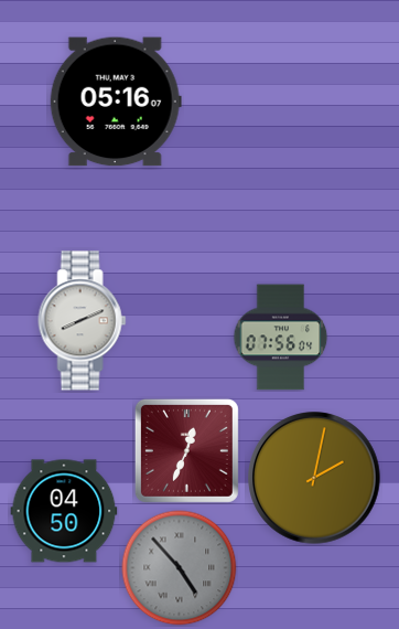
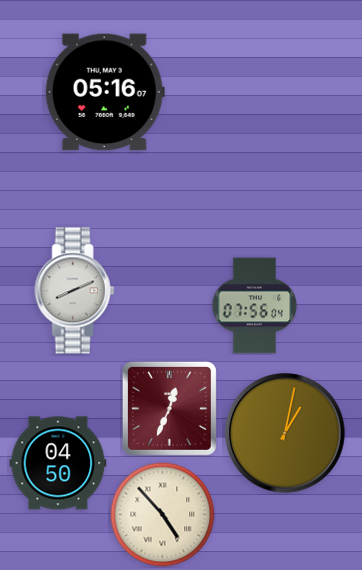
clock at (314, 478): 2:02 -> 1:02
clock at (180, 568) dial: grey -> cream
